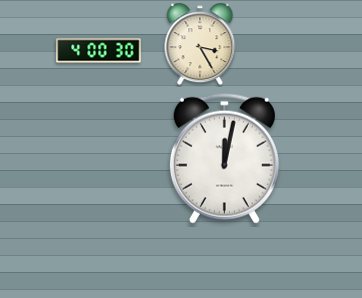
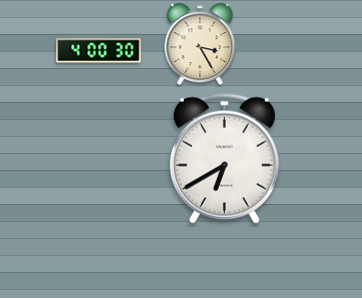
clock at (224, 158): 12:02 -> 6:40
